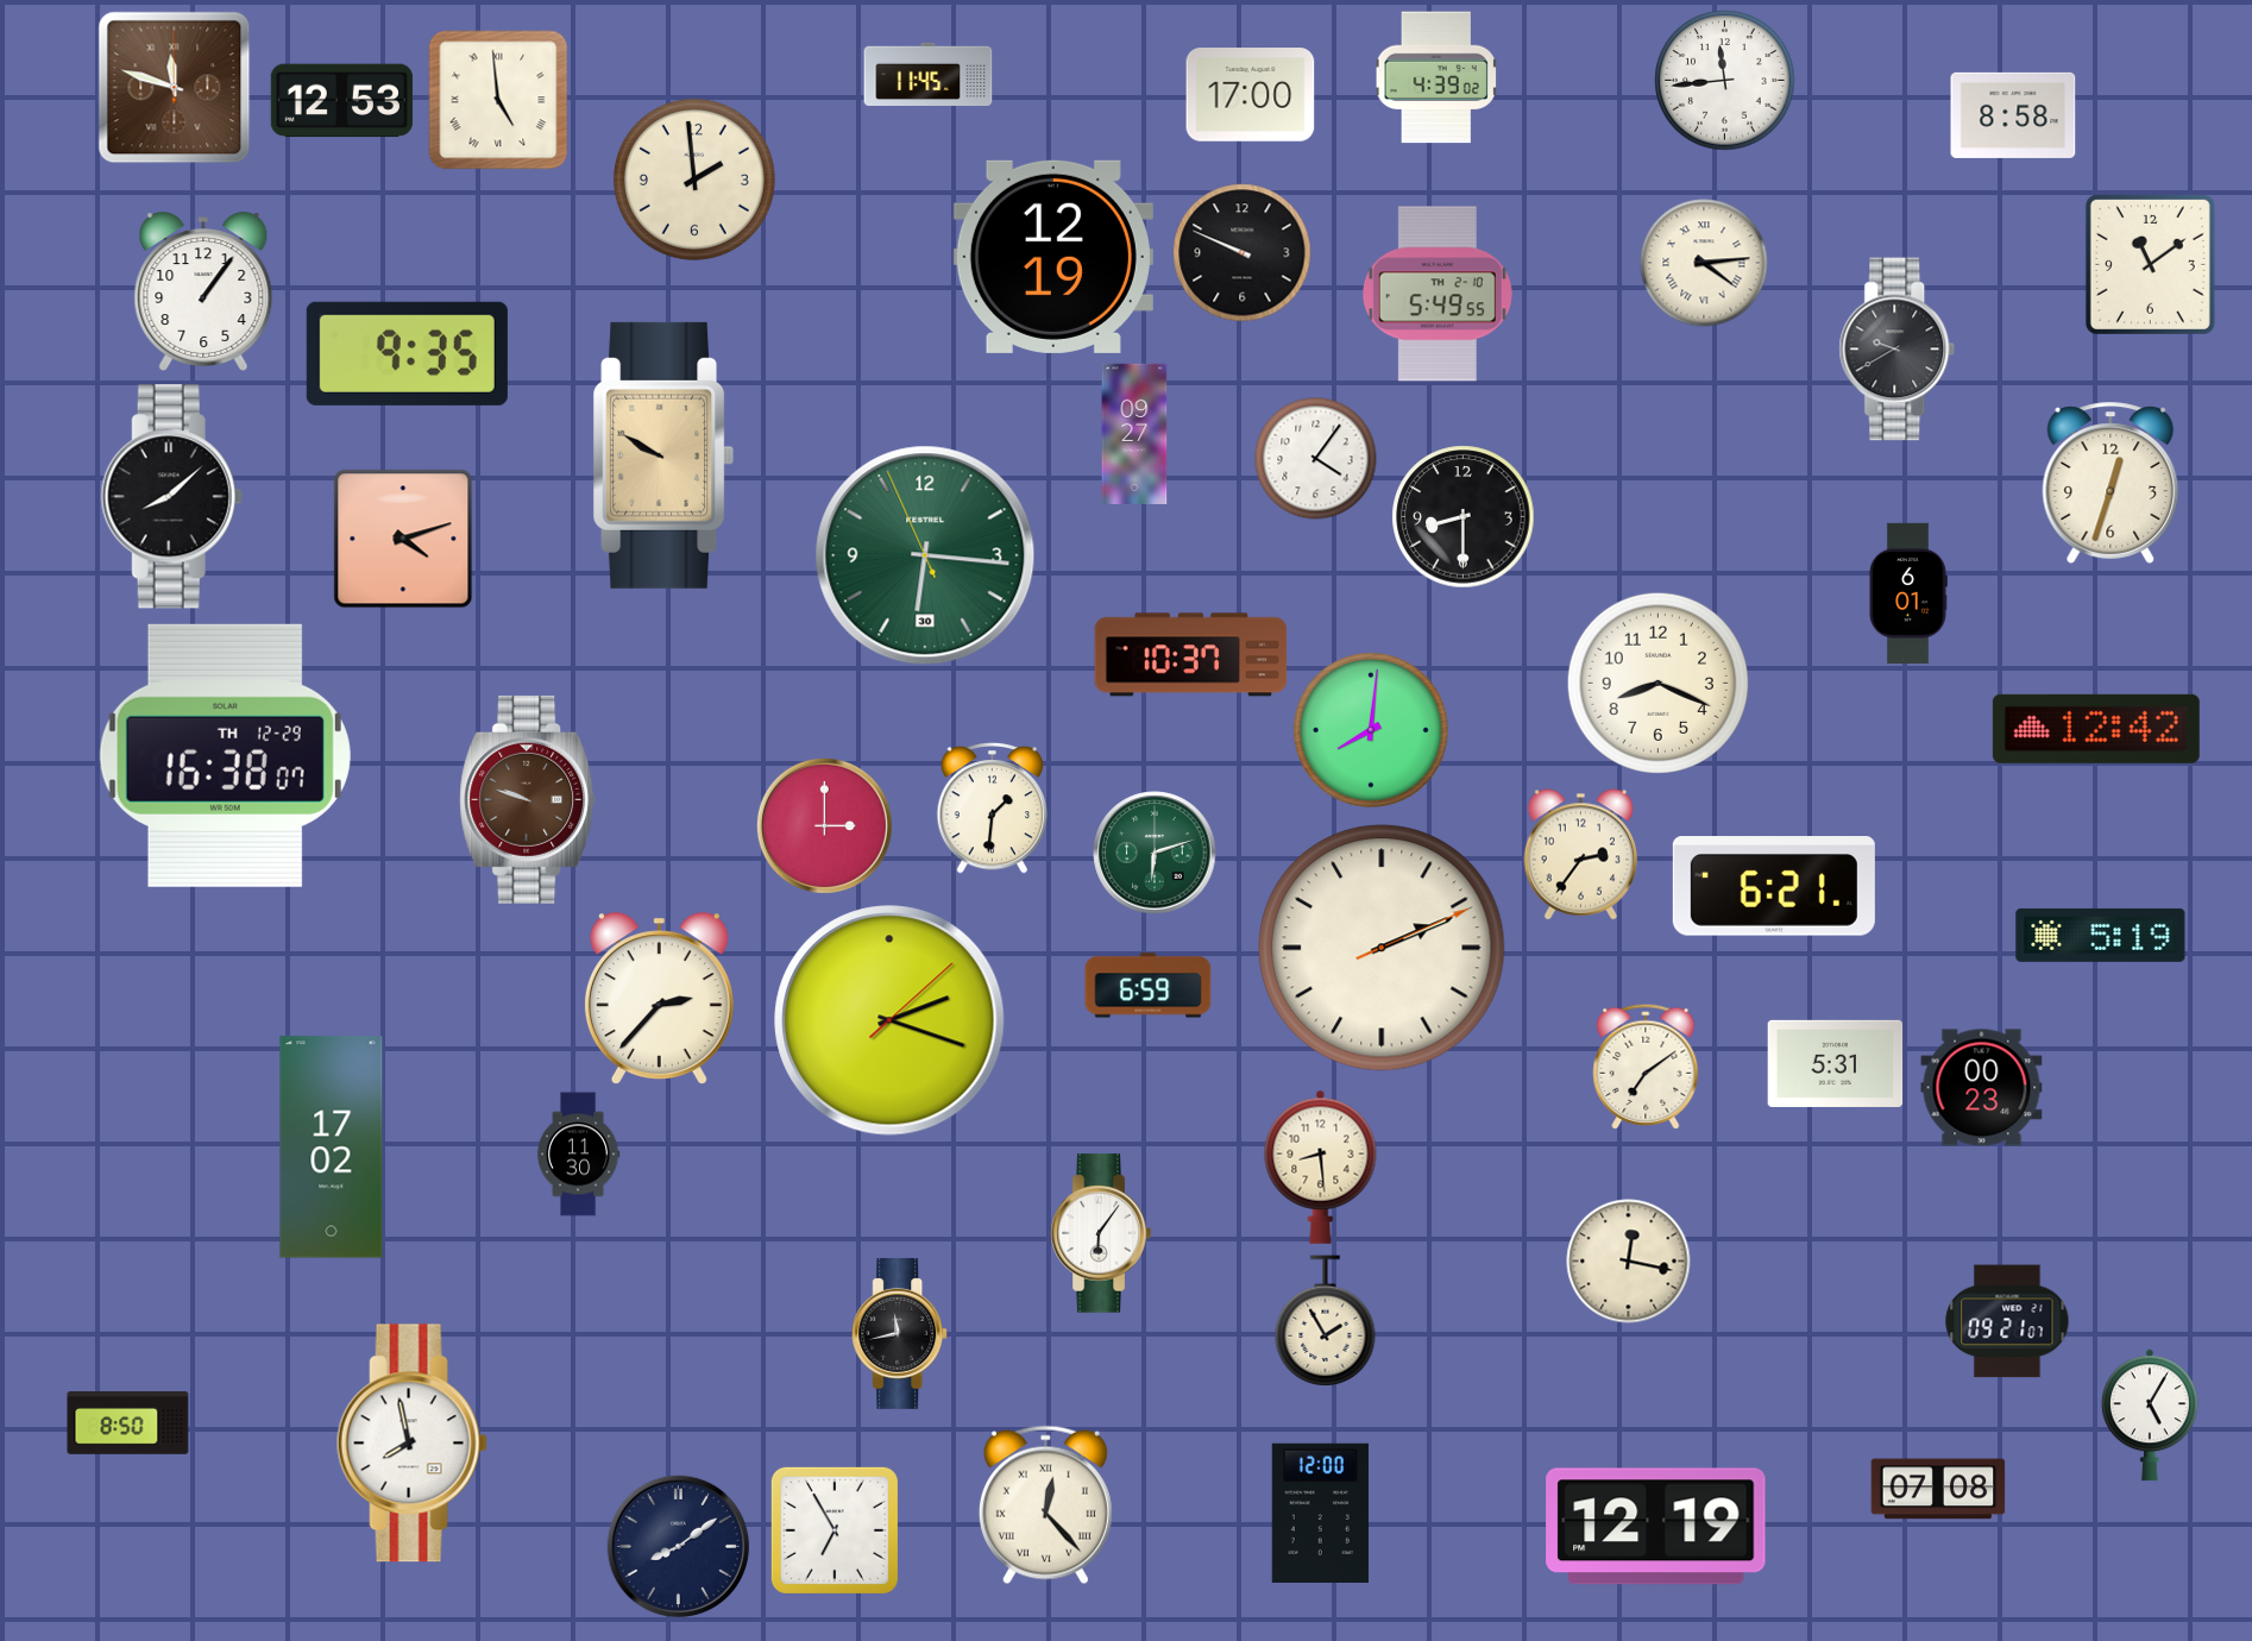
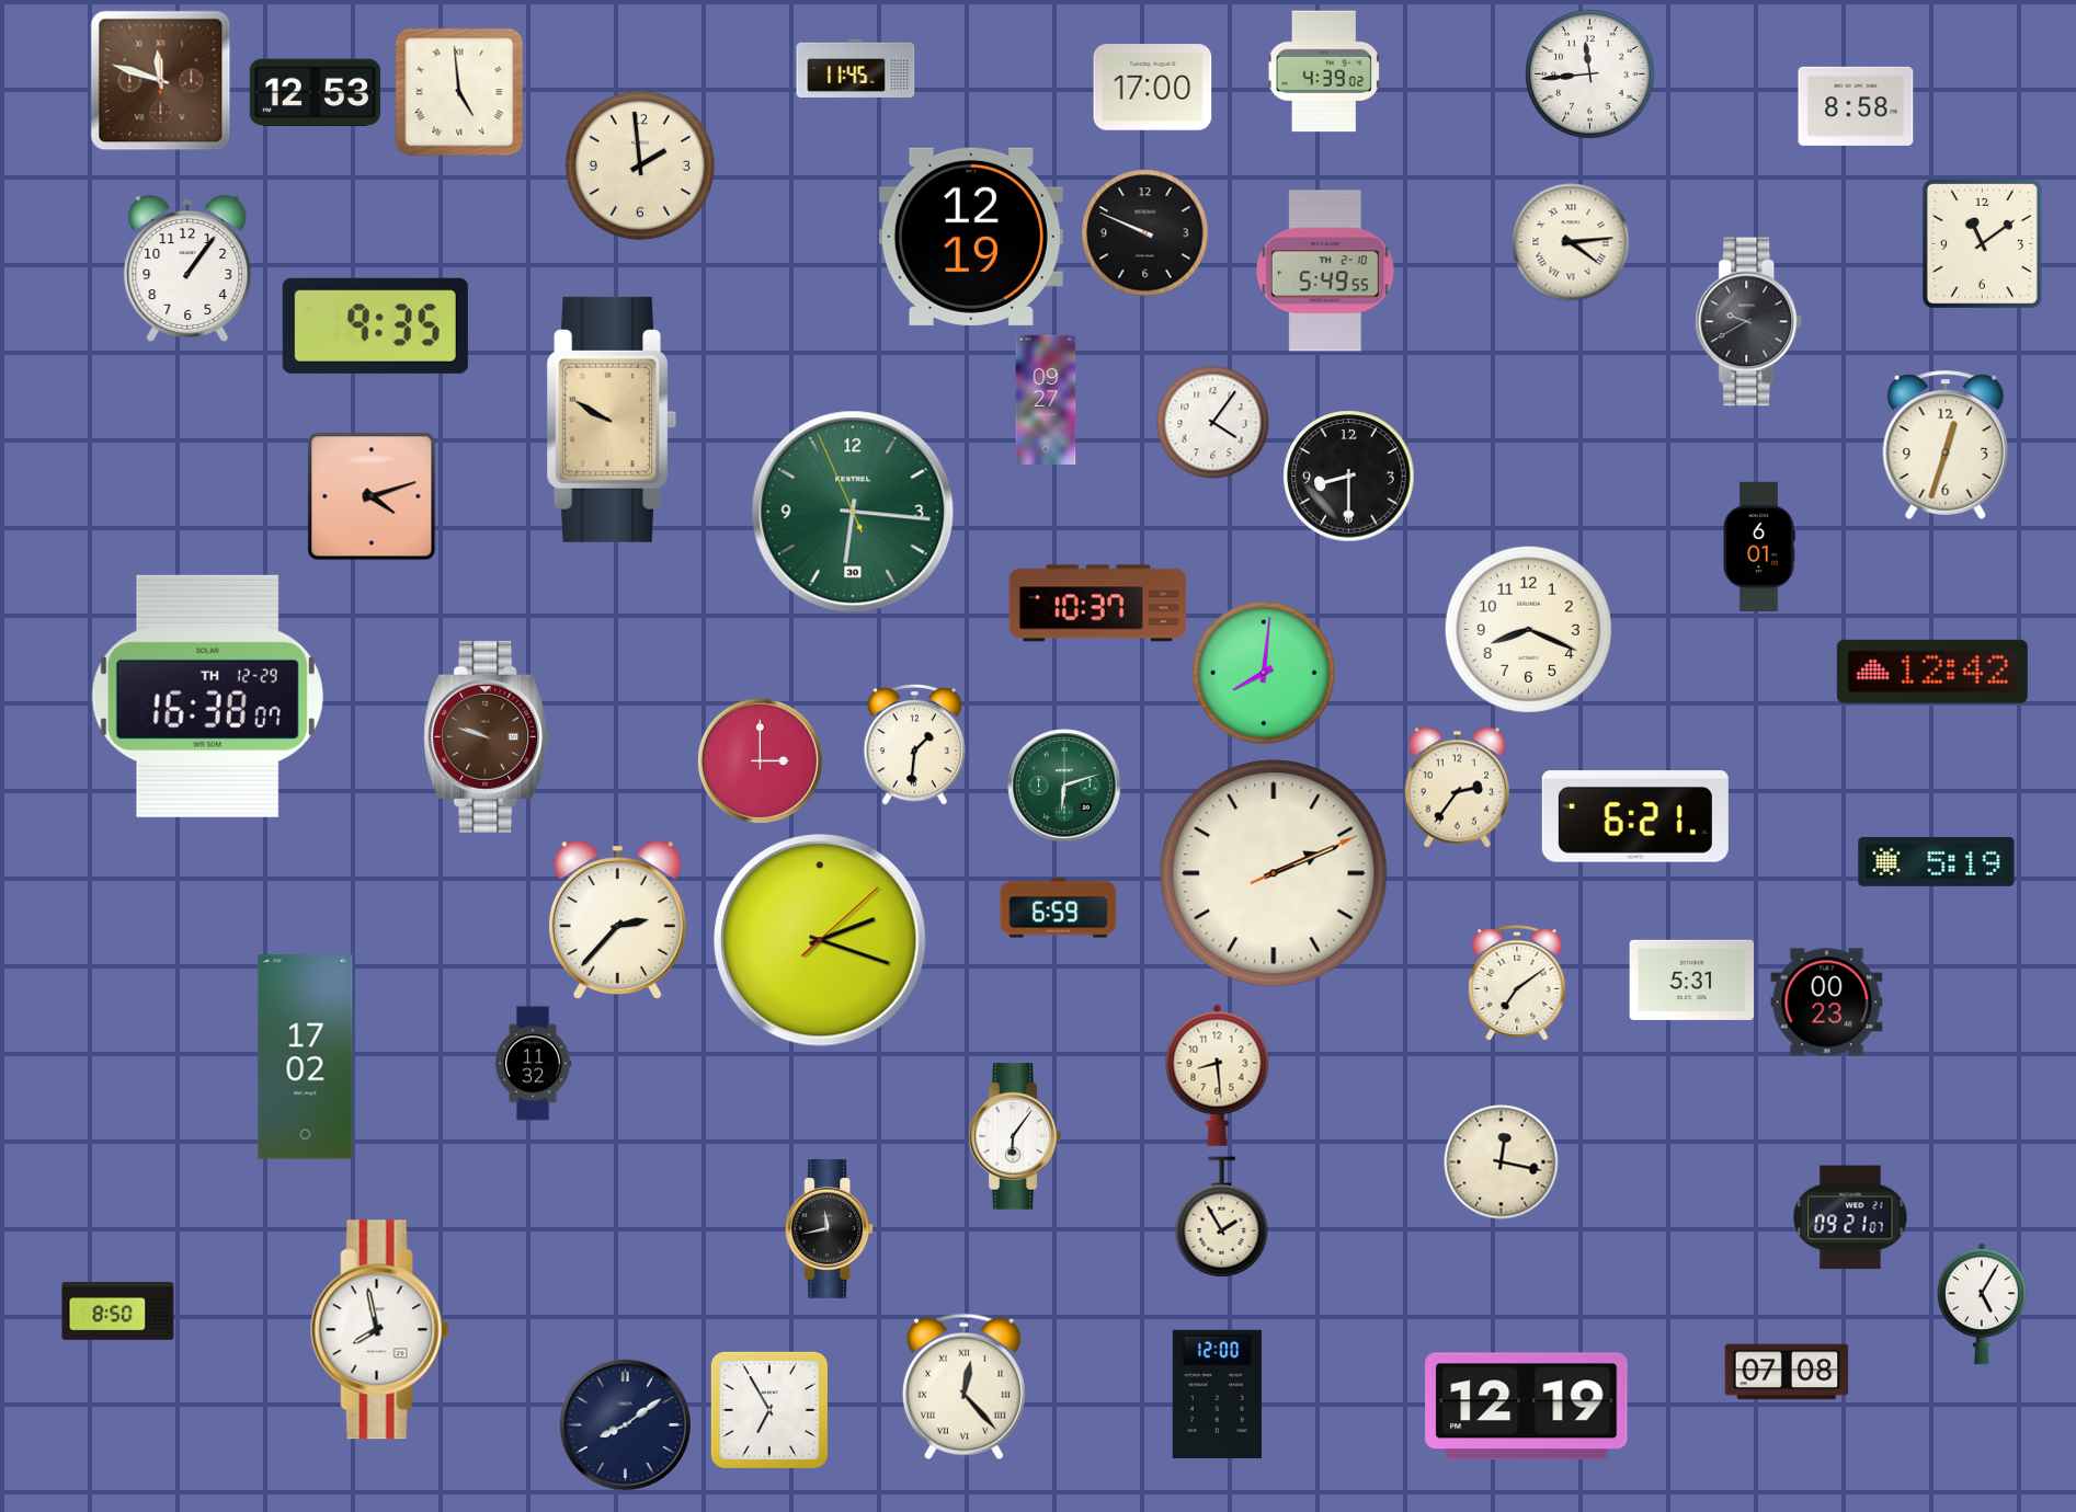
clock at (171, 497): 8:08 -> none
clock at (659, 999) position: (659, 999) -> (617, 920)
clock at (578, 1155): 11:30 -> 11:32
